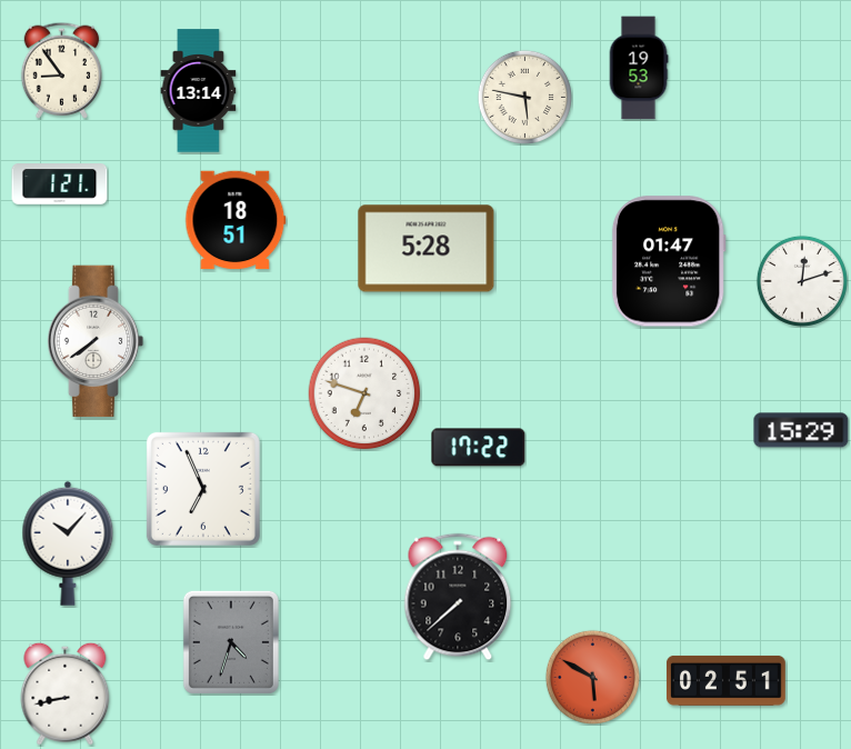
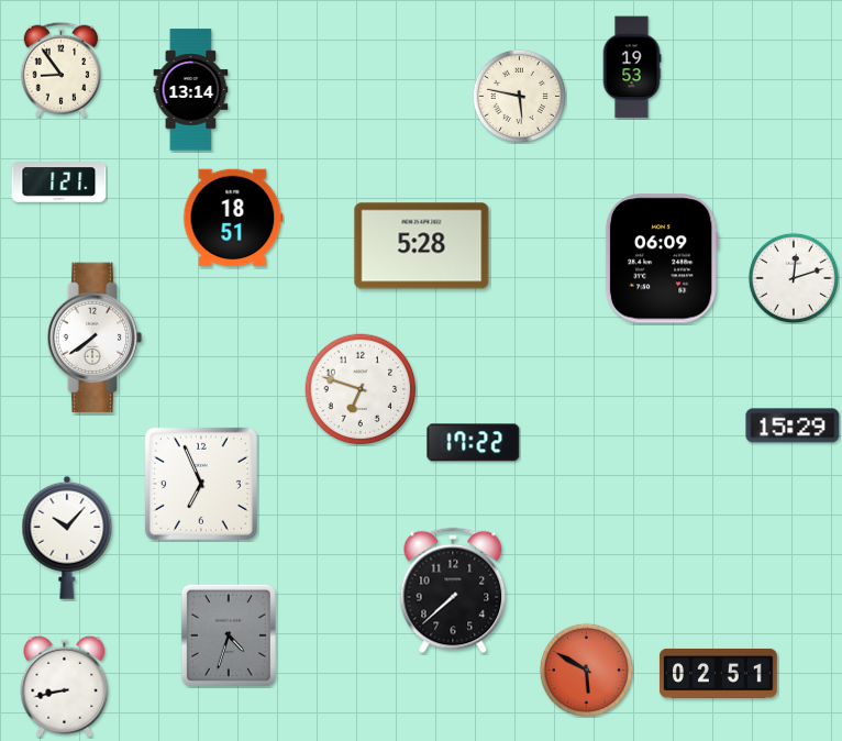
clock at (199, 91) position: (199, 91) -> (191, 90)
clock at (669, 261): 01:47 -> 06:09
